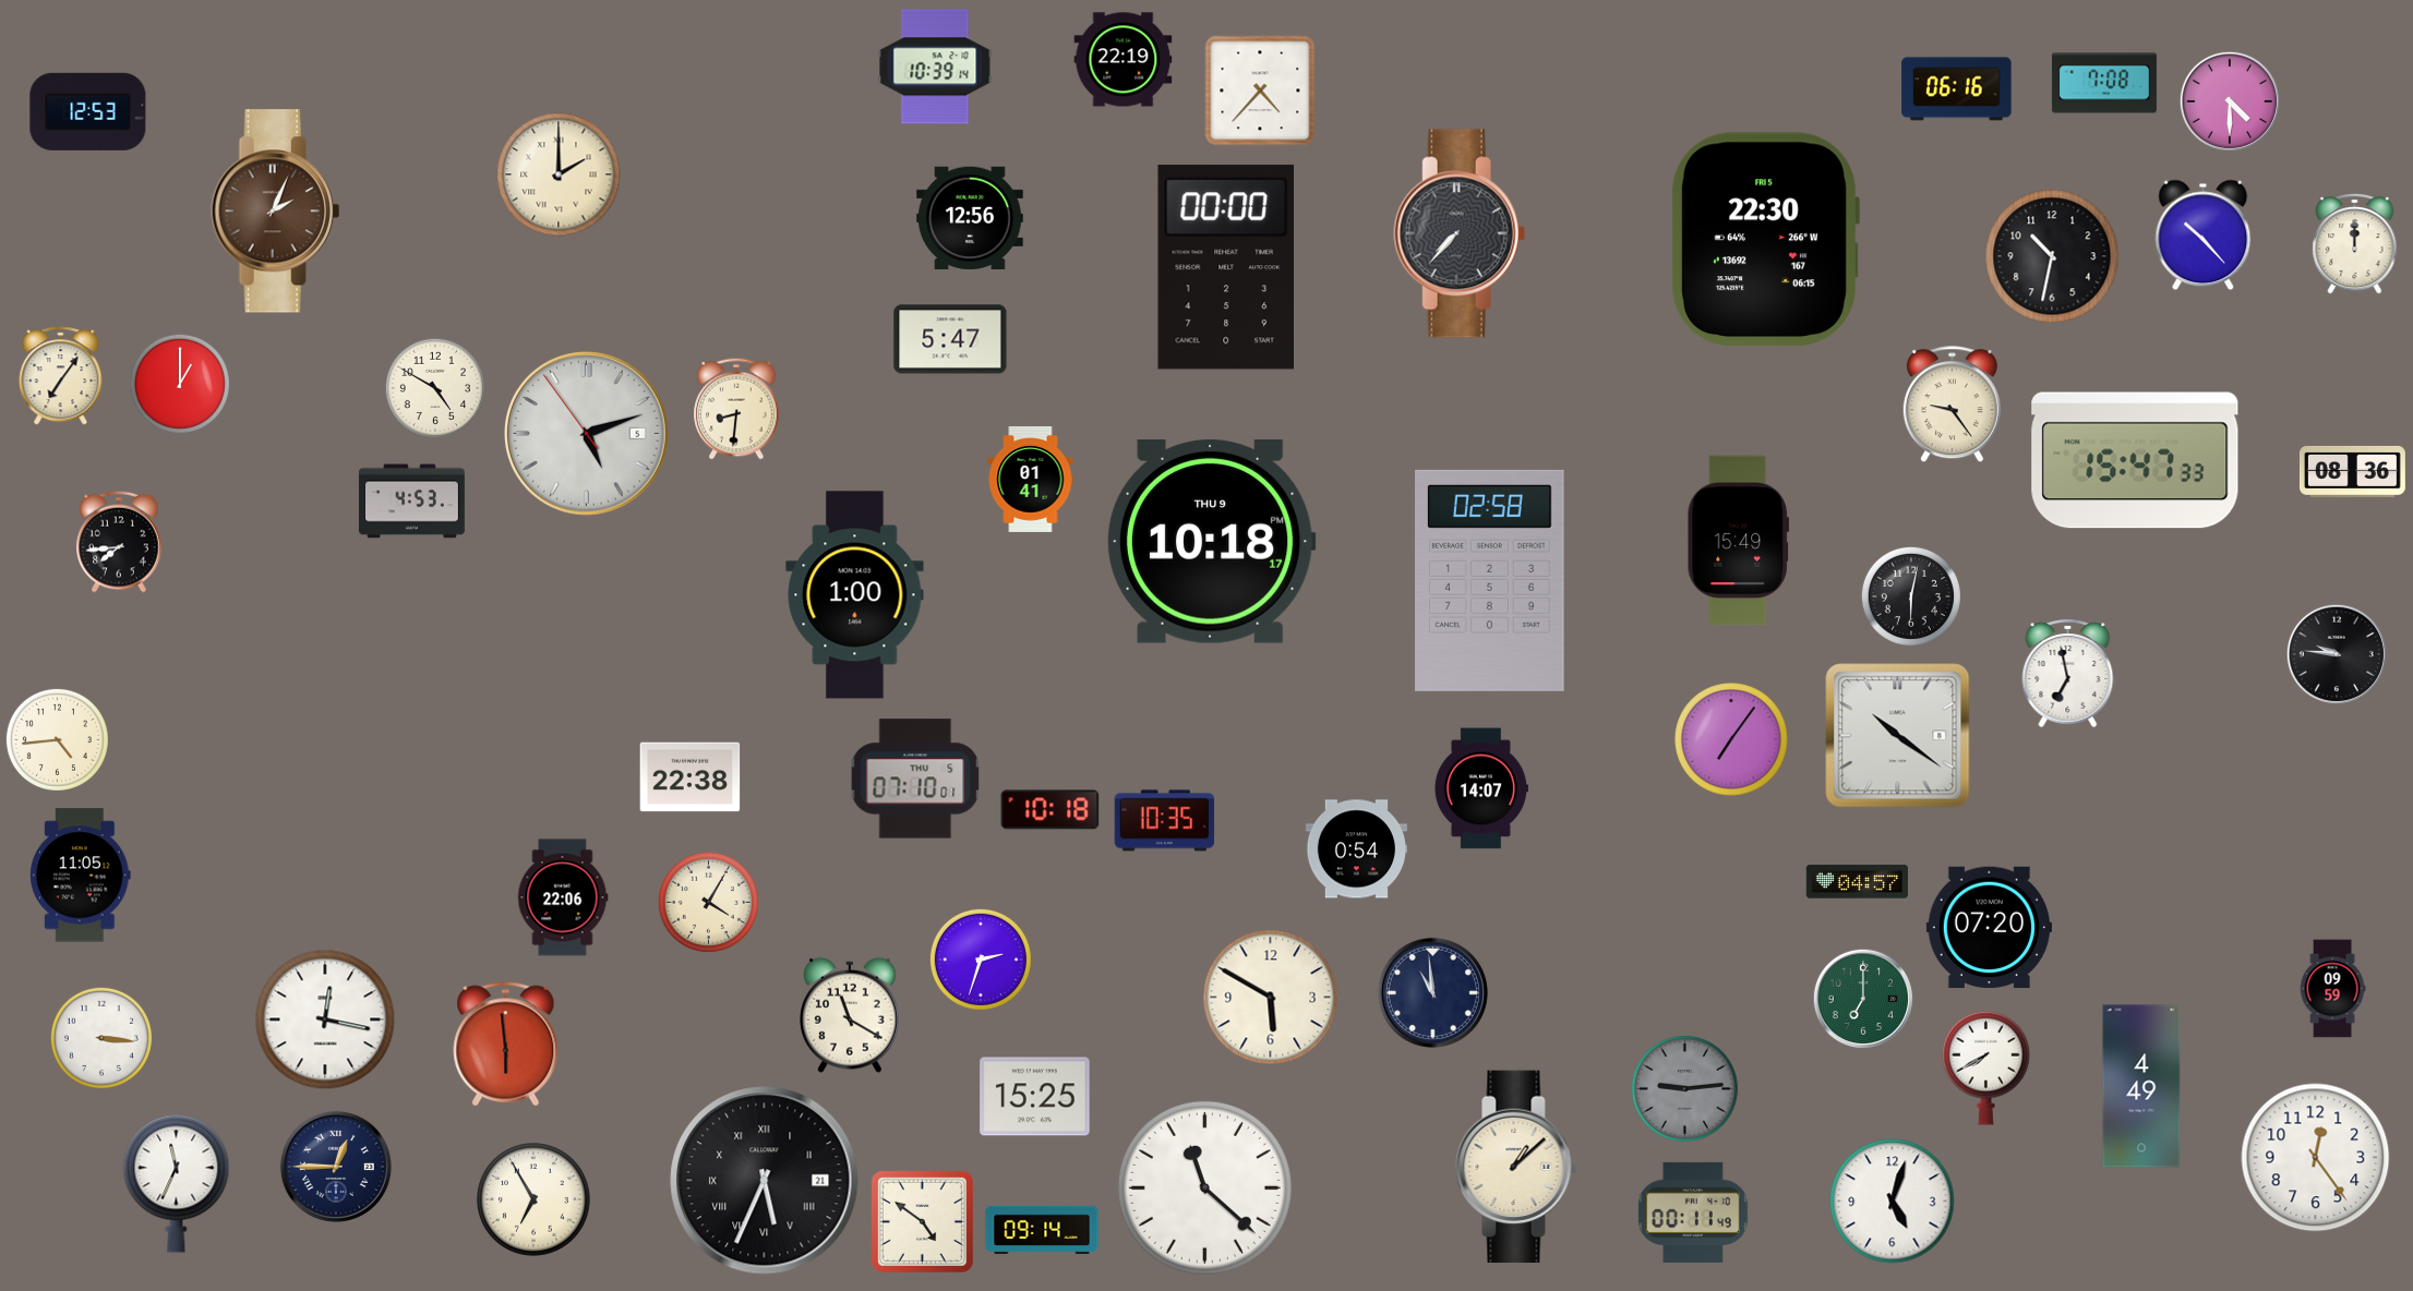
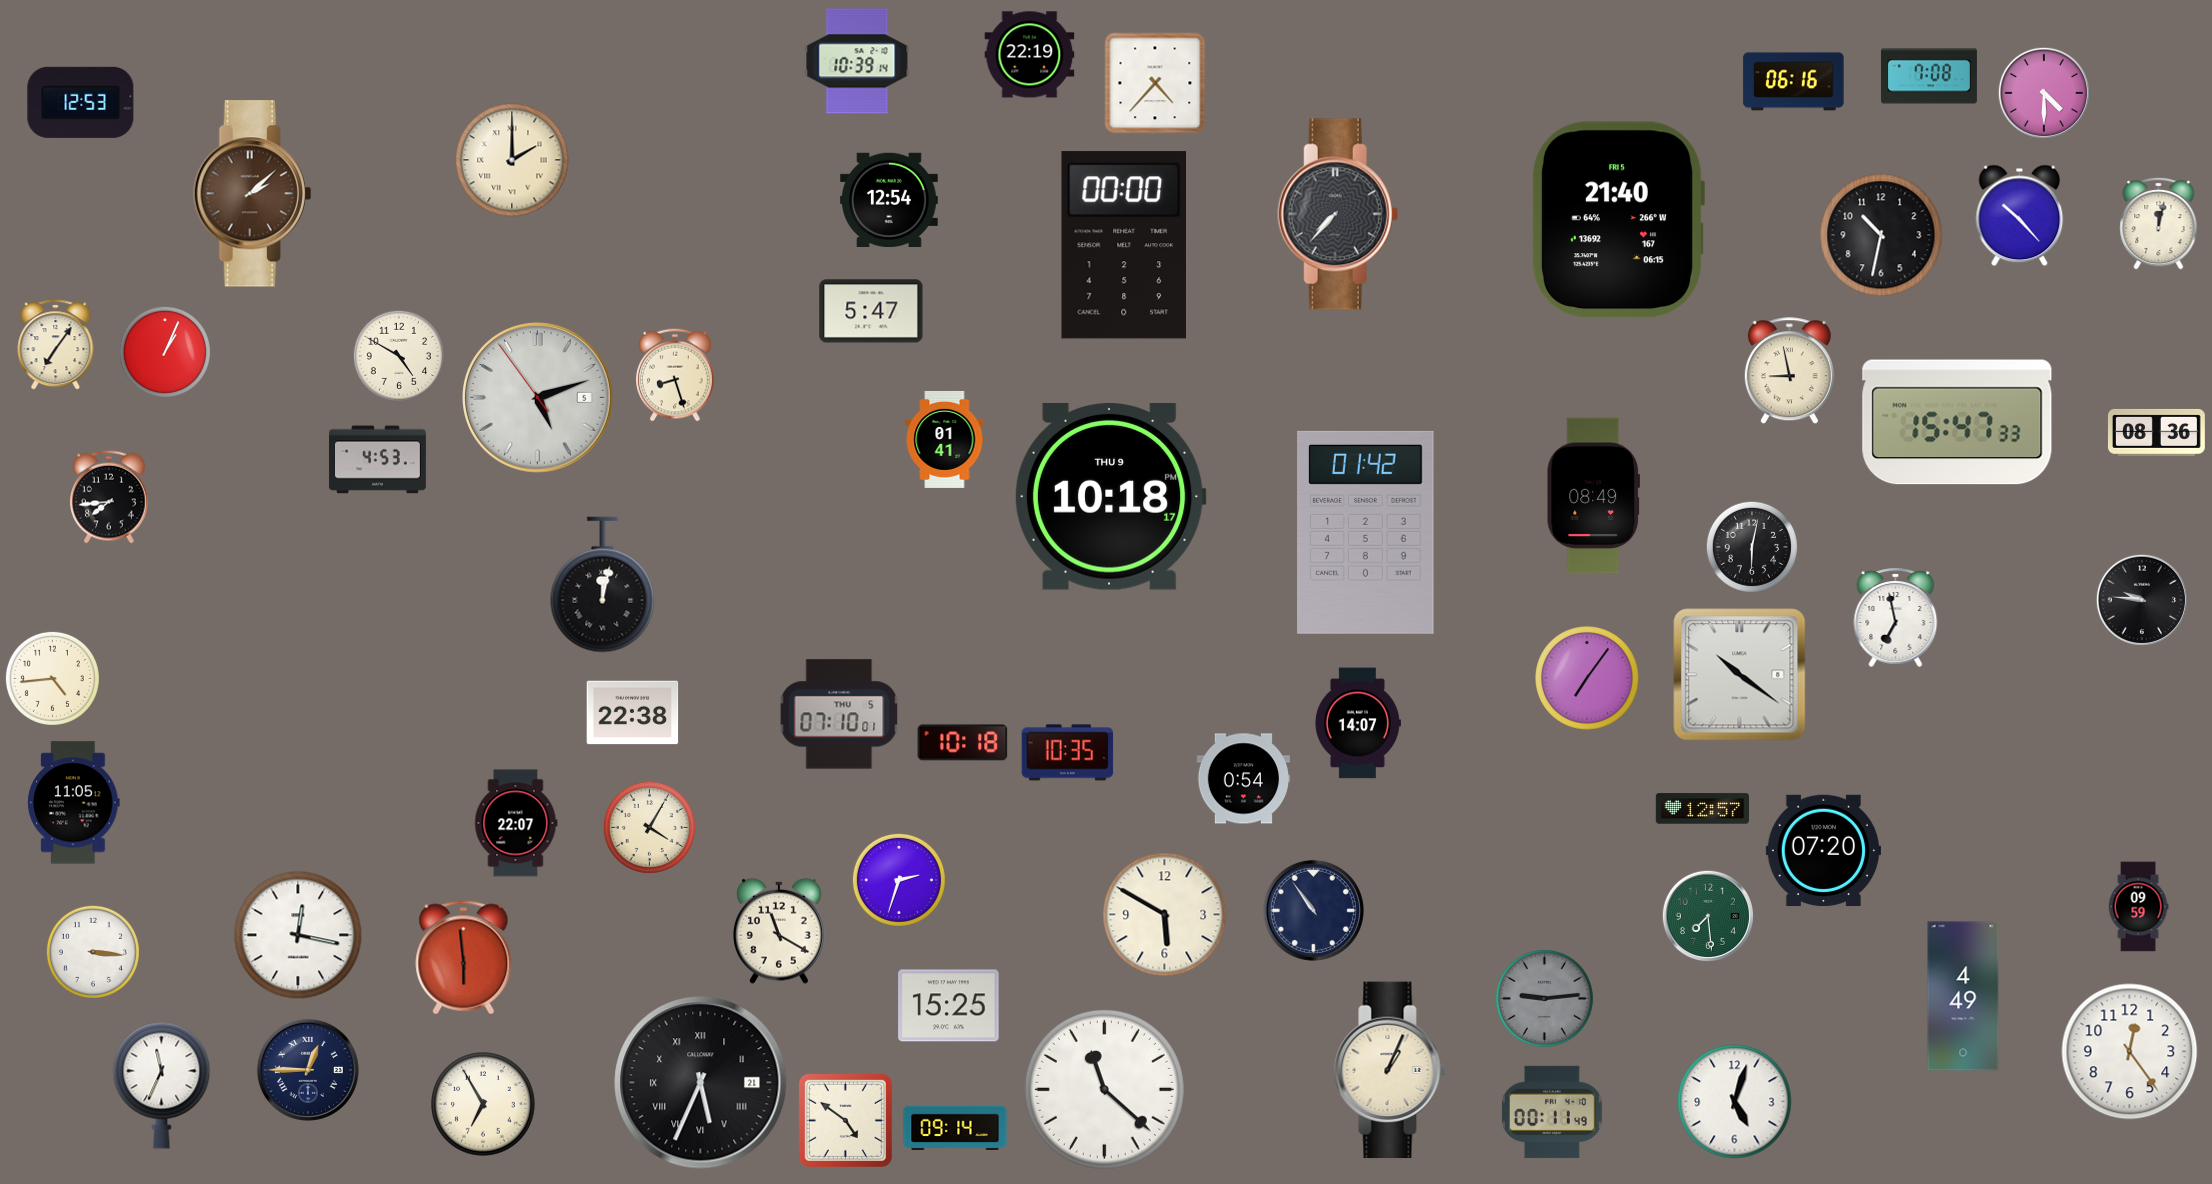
clock at (276, 212): 2:04 -> 2:08
clock at (971, 218): 12:56 -> 12:54
clock at (1765, 240): 22:30 -> 21:40
clock at (2355, 243): 12:00 -> 12:02
clock at (180, 384): 1:00 -> 1:04
clock at (1952, 405): 9:24 -> 8:58
clock at (736, 409): 8:31 -> 8:27
clock at (1738, 541): 15:49 -> 08:49
clock at (1490, 580): 02:58 -> 01:42
clock at (855, 595): 1:00 -> none
clock at (603, 585): none -> 12:02
clock at (1857, 882): 04:57 -> 12:57
clock at (563, 897): 22:06 -> 22:07
clock at (1432, 992): 10:59 -> 10:54
clock at (1863, 999): 7:00 -> 7:29
clock at (1986, 1067): 7:40 -> none
clock at (2316, 1158) position: (2316, 1158) -> (2130, 1052)
clock at (1516, 1167): 1:08 -> 1:04
clock at (533, 1199) position: (533, 1199) -> (483, 1104)
